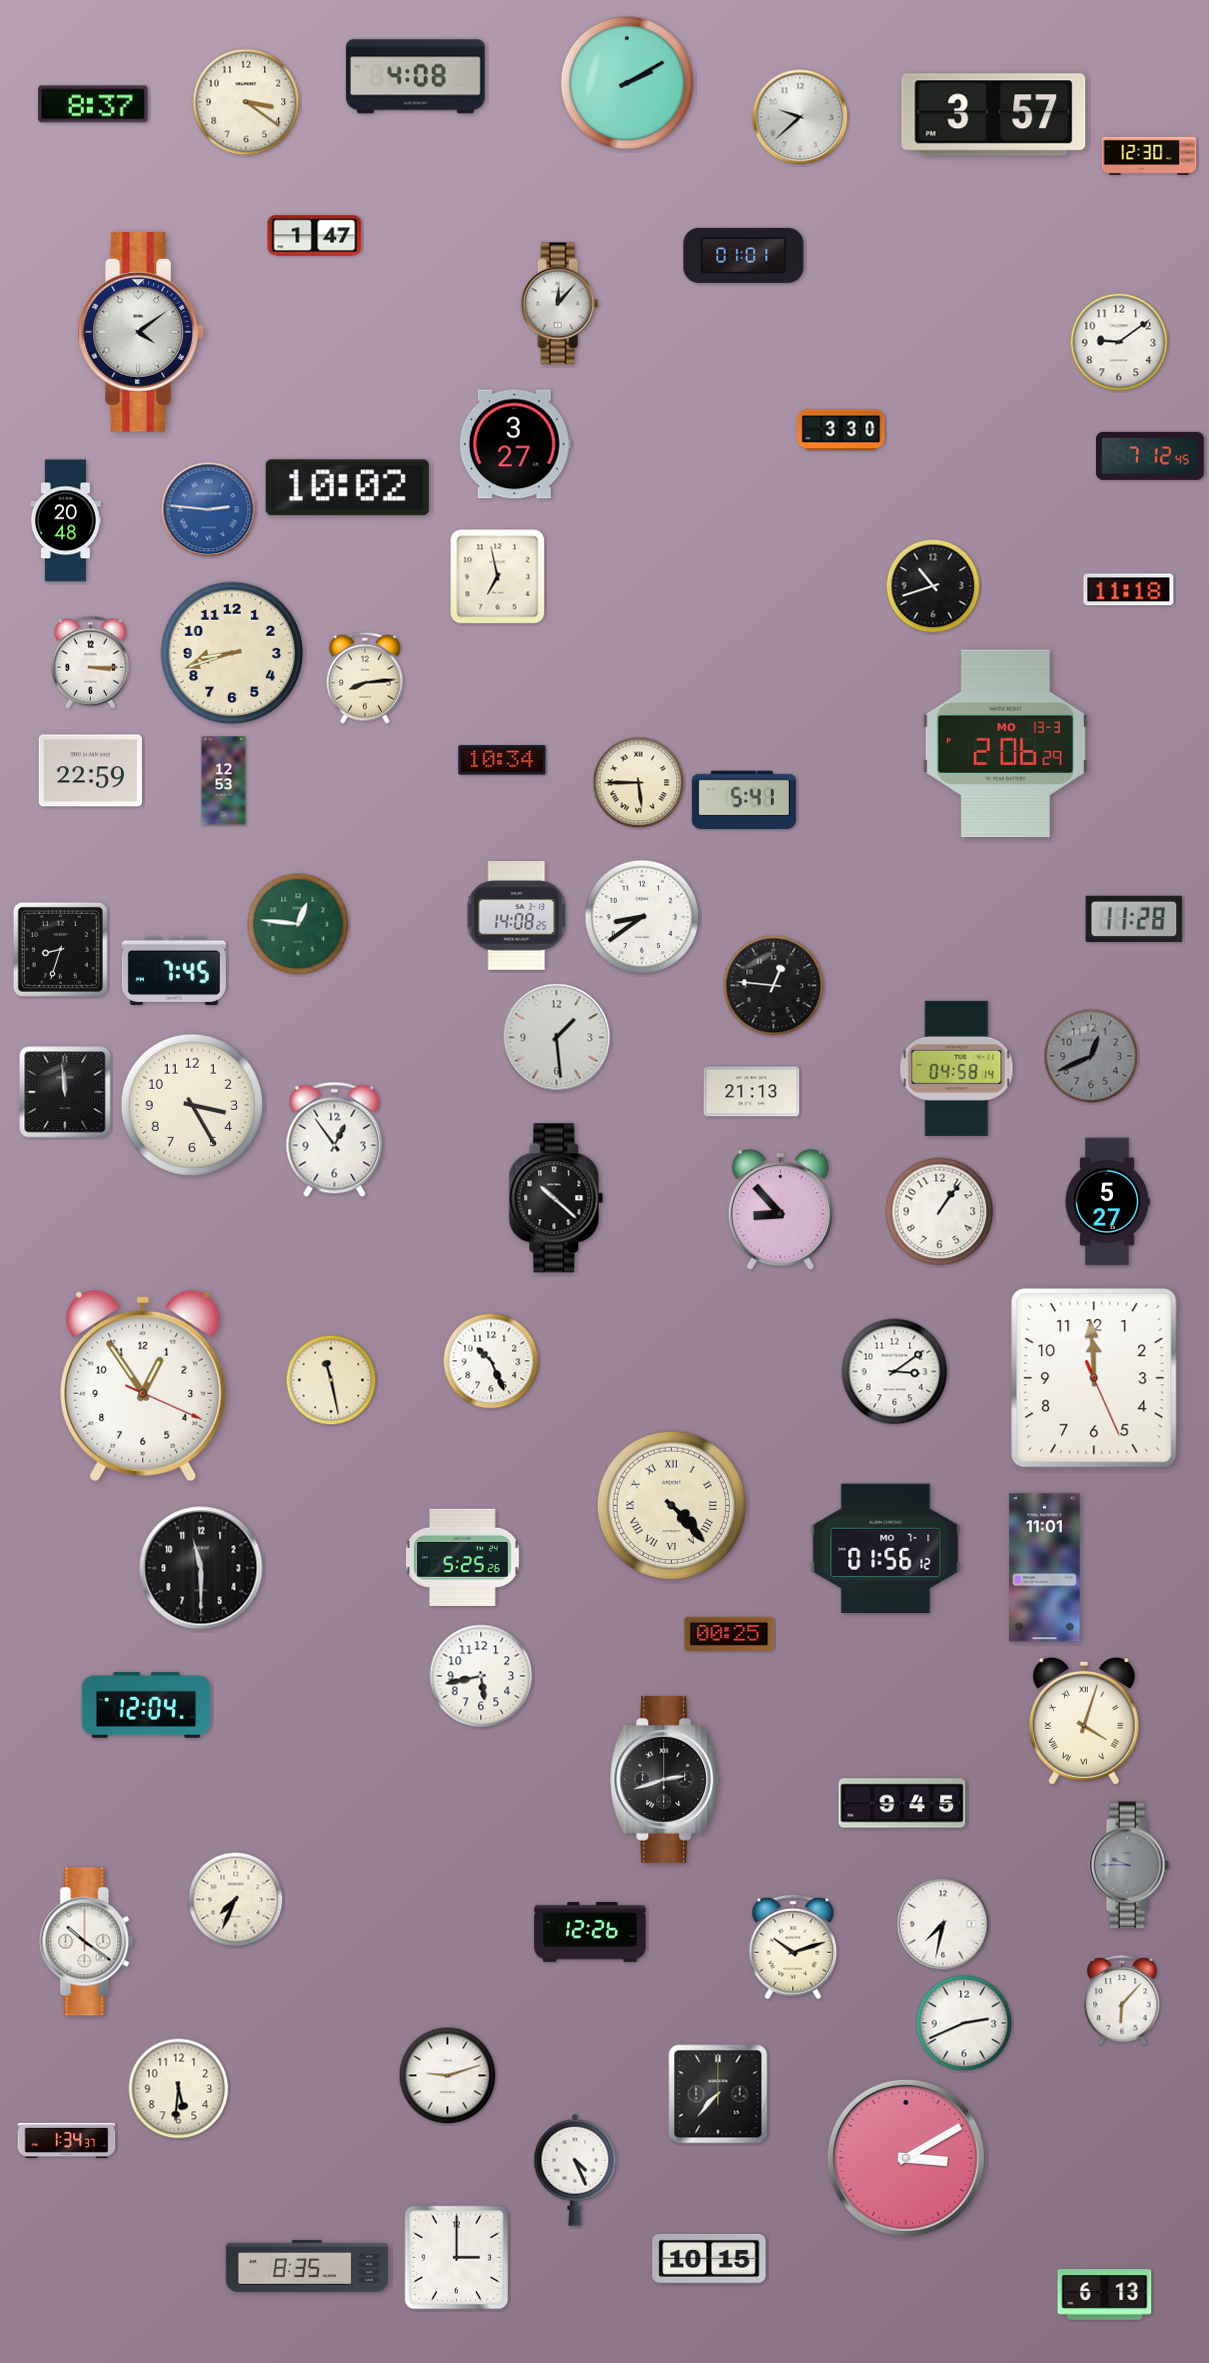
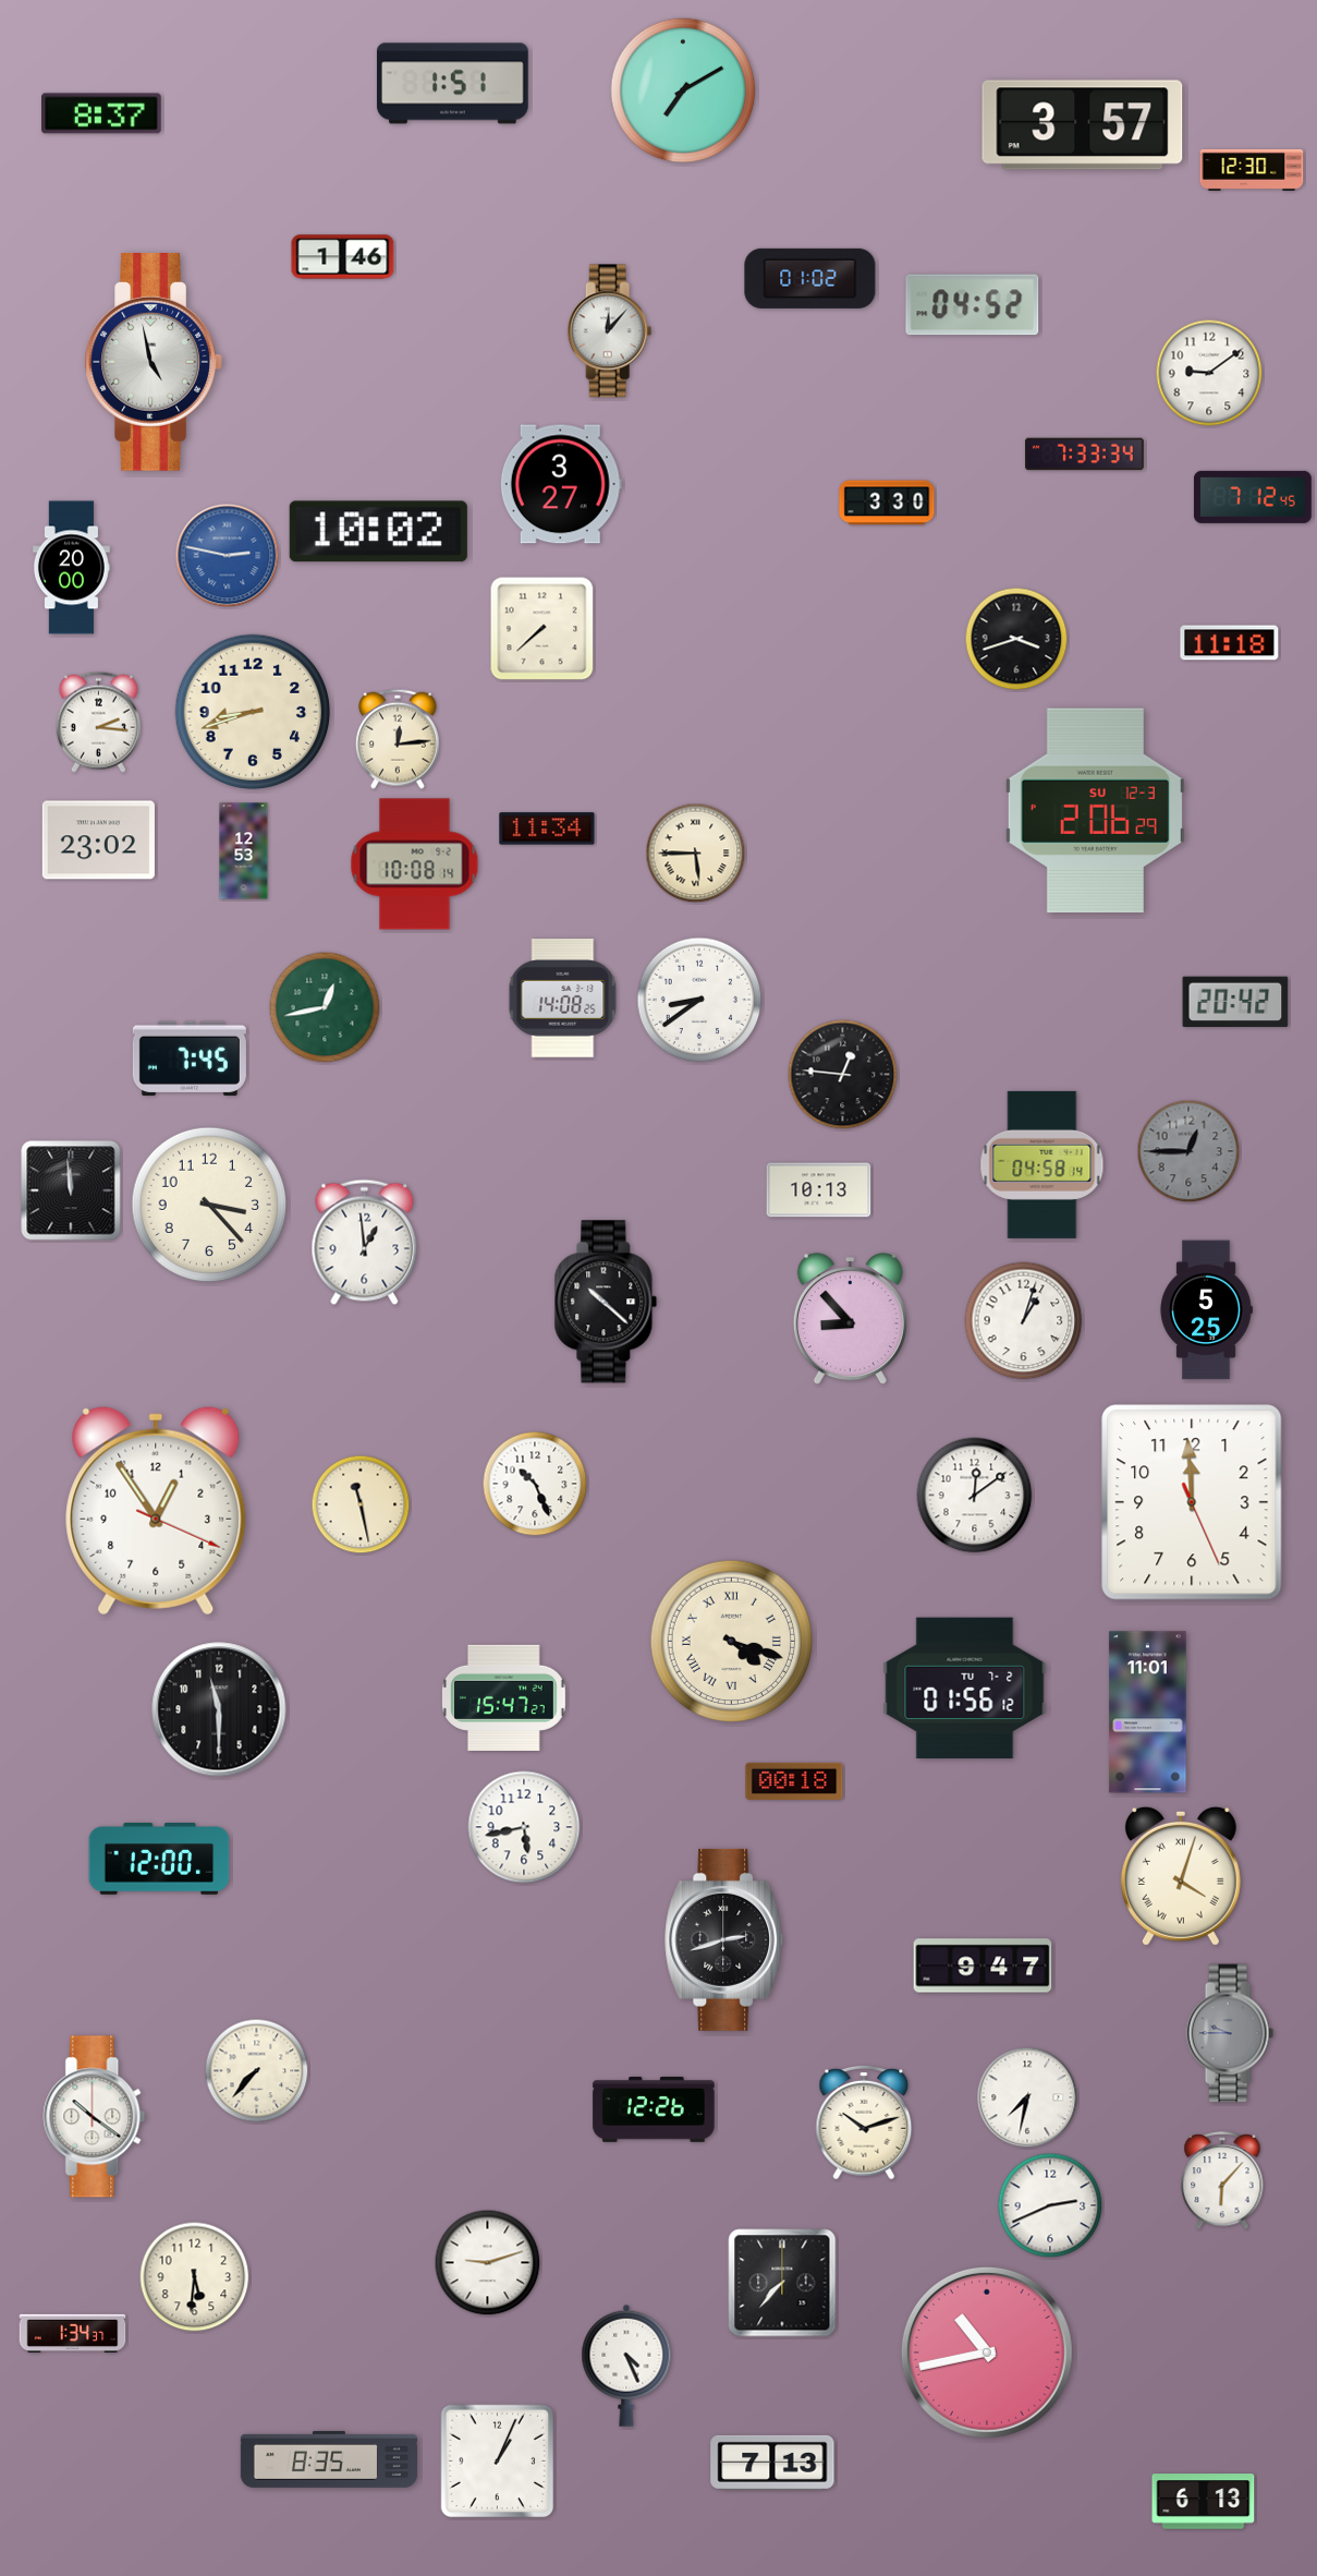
clock at (415, 77): 4:08 -> 1:51
clock at (627, 83): 2:10 -> 7:10
clock at (246, 102): 3:21 -> none
clock at (800, 117): 9:38 -> none
clock at (315, 236): 1:47 -> 1:46
clock at (744, 255): 01:01 -> 01:02
clock at (973, 305): none -> 04:52
clock at (141, 332): 4:09 -> 4:58
clock at (1119, 342) position: (1119, 342) -> (1209, 373)
clock at (1085, 455): none -> 7:33
clock at (841, 430) position: (841, 430) -> (887, 503)
clock at (209, 510): 2:46 -> 2:47
clock at (65, 521): 20:48 -> 20:00
clock at (498, 577): 6:58 -> 7:38
clock at (933, 586): 10:42 -> 3:42
clock at (90, 662): 3:15 -> 2:16
clock at (365, 678): 8:14 -> 12:14
clock at (1005, 744) date: MO 13-3 -> SU 12-3
clock at (502, 760): 10:34 -> 11:34
clock at (90, 771): 22:59 -> 23:02
clock at (415, 864): none -> 10:08
clock at (744, 800): 5:41 -> none
clock at (1134, 918): 11:28 -> 20:42
clock at (298, 924): 12:46 -> 12:43
clock at (60, 949): 8:33 -> none
clock at (557, 1038): 1:29 -> none
clock at (1091, 1056): 12:41 -> 12:45
clock at (752, 1092): 21:13 -> 10:13
clock at (192, 1105): 3:25 -> 3:23
clock at (335, 1140): 12:54 -> 12:59
clock at (556, 1198) position: (556, 1198) -> (606, 1302)
clock at (1107, 1202): 5:27 -> 5:25
clock at (940, 1212): 1:06 -> 1:03
clock at (895, 1372): 3:09 -> 12:09
clock at (671, 1505): 4:23 -> 4:18
clock at (886, 1549) date: MO 7-1 -> TU 7-2
clock at (462, 1557): 5:25 -> 15:47
clock at (1045, 1568) position: (1045, 1568) -> (1148, 1713)
clock at (729, 1634): 00:25 -> 00:18
clock at (146, 1705): 12:04 -> 12:00
clock at (902, 1803): 9:45 -> 9:47
clock at (236, 1900): 7:34 -> 7:37
clock at (590, 1932) position: (590, 1932) -> (654, 2109)
clock at (906, 2158): 3:10 -> 10:43
clock at (457, 2258): 3:00 -> 1:04
clock at (709, 2259): 10:15 -> 7:13
clock at (306, 2266) position: (306, 2266) -> (328, 2459)
